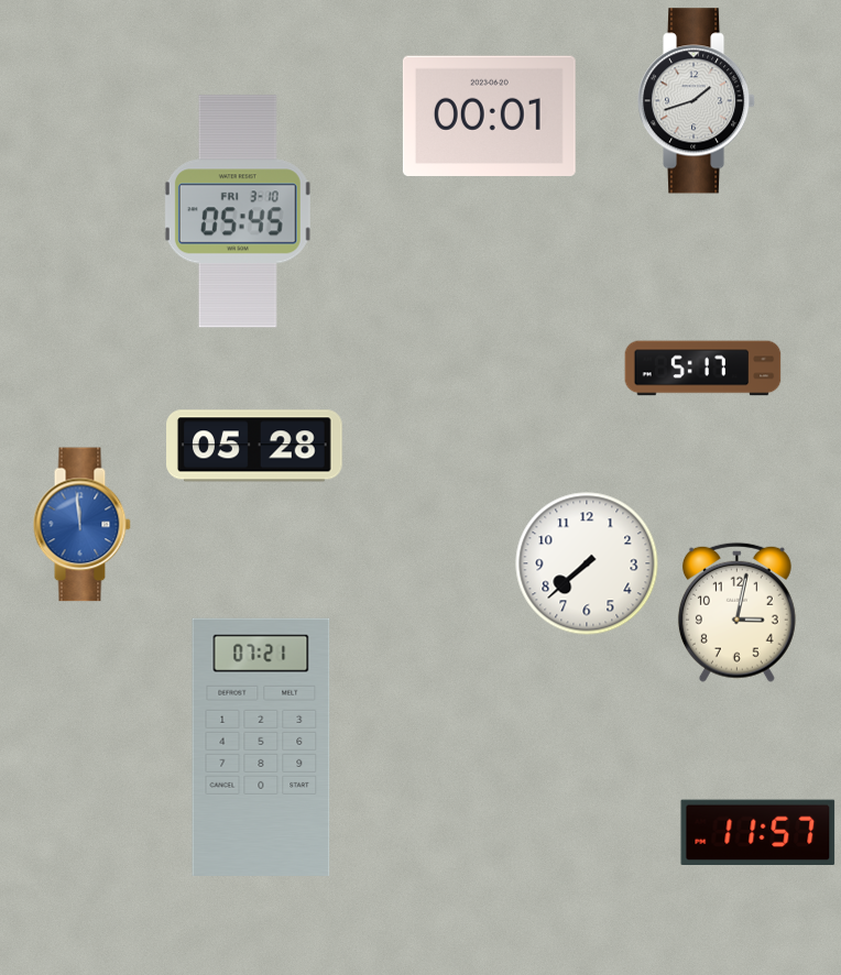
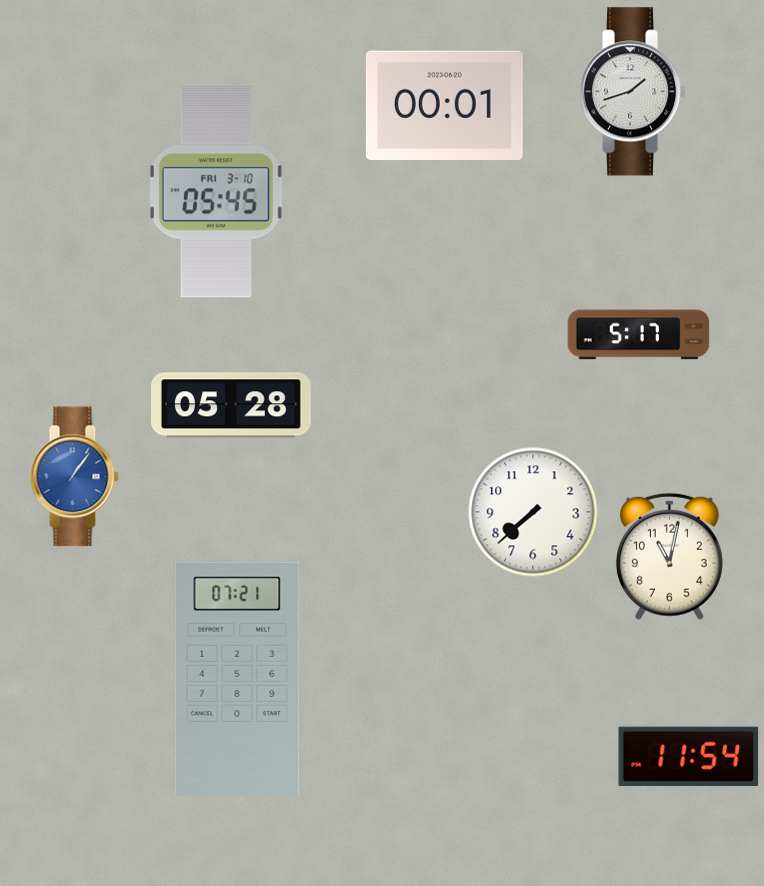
clock at (81, 525): 11:59 -> 1:06
clock at (736, 612): 3:02 -> 11:02
clock at (758, 833): 11:57 -> 11:54
